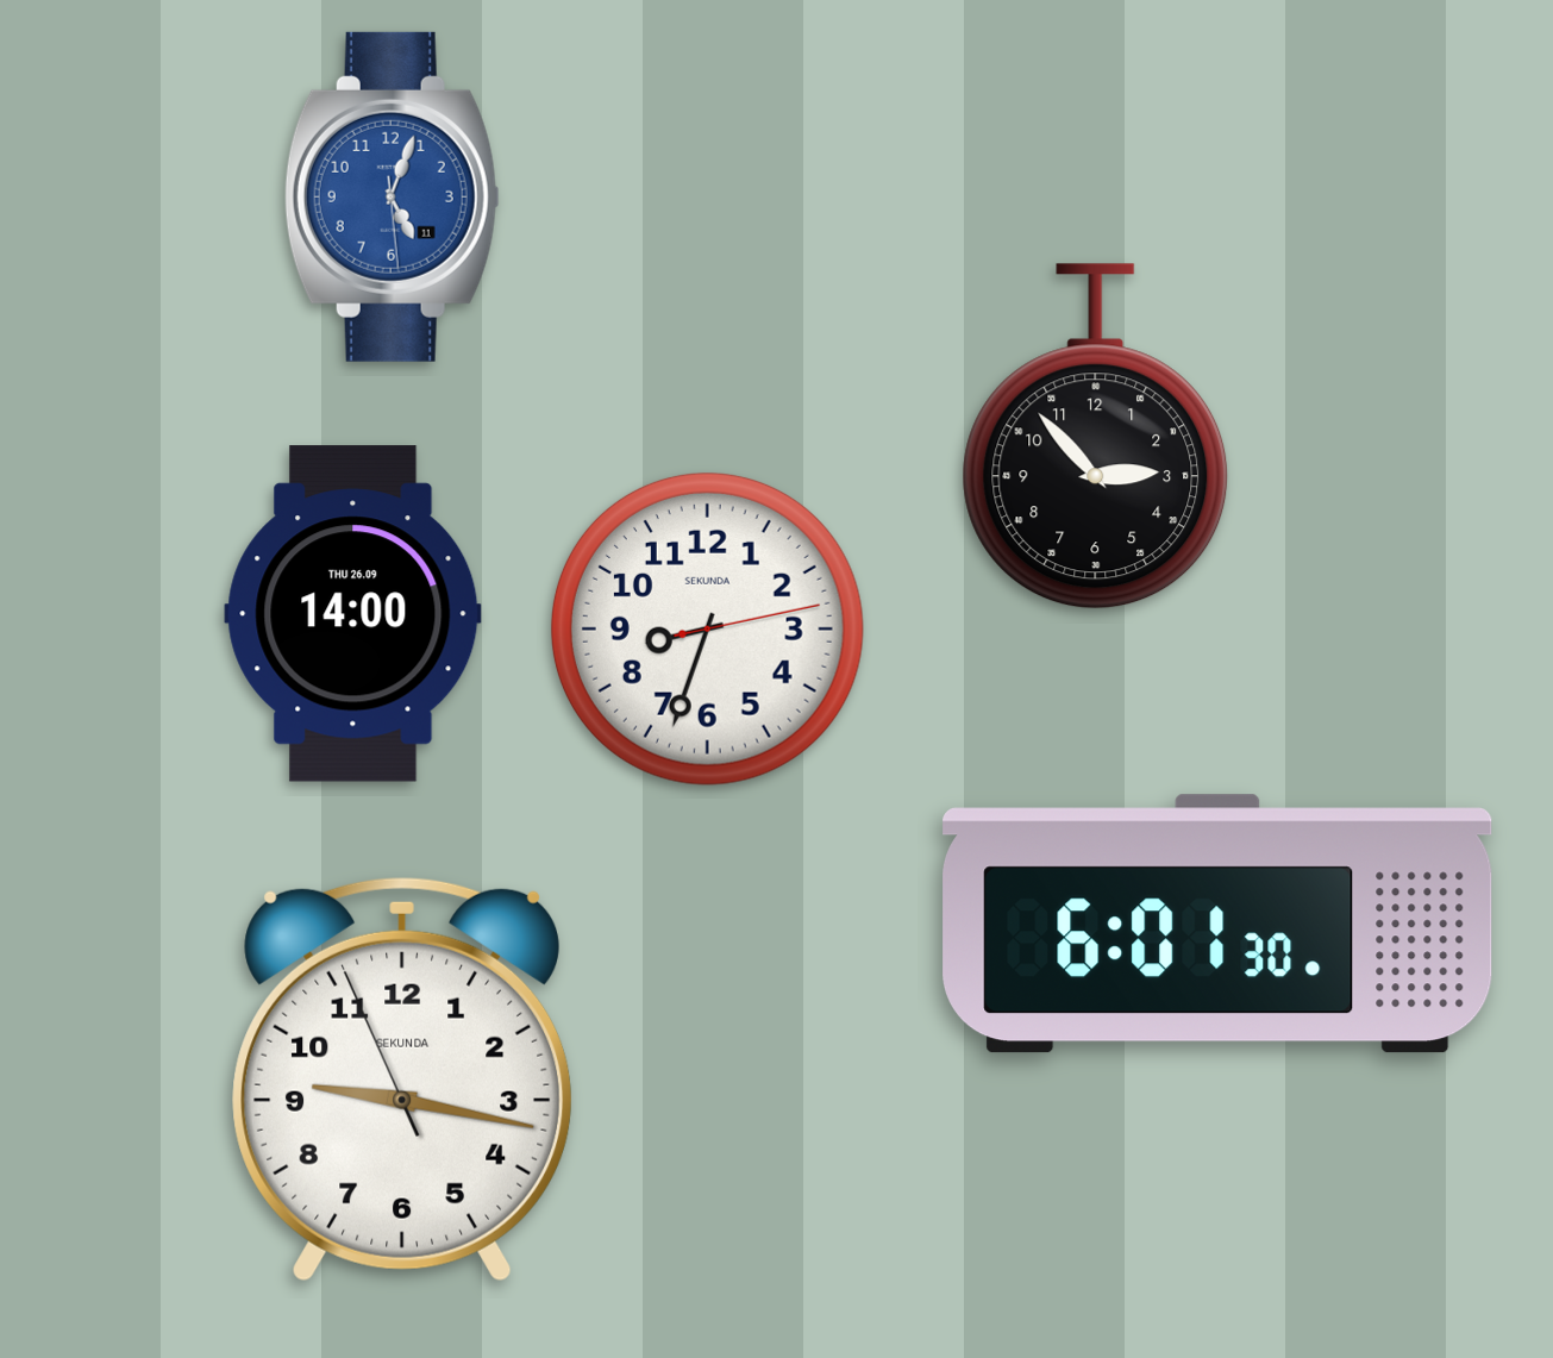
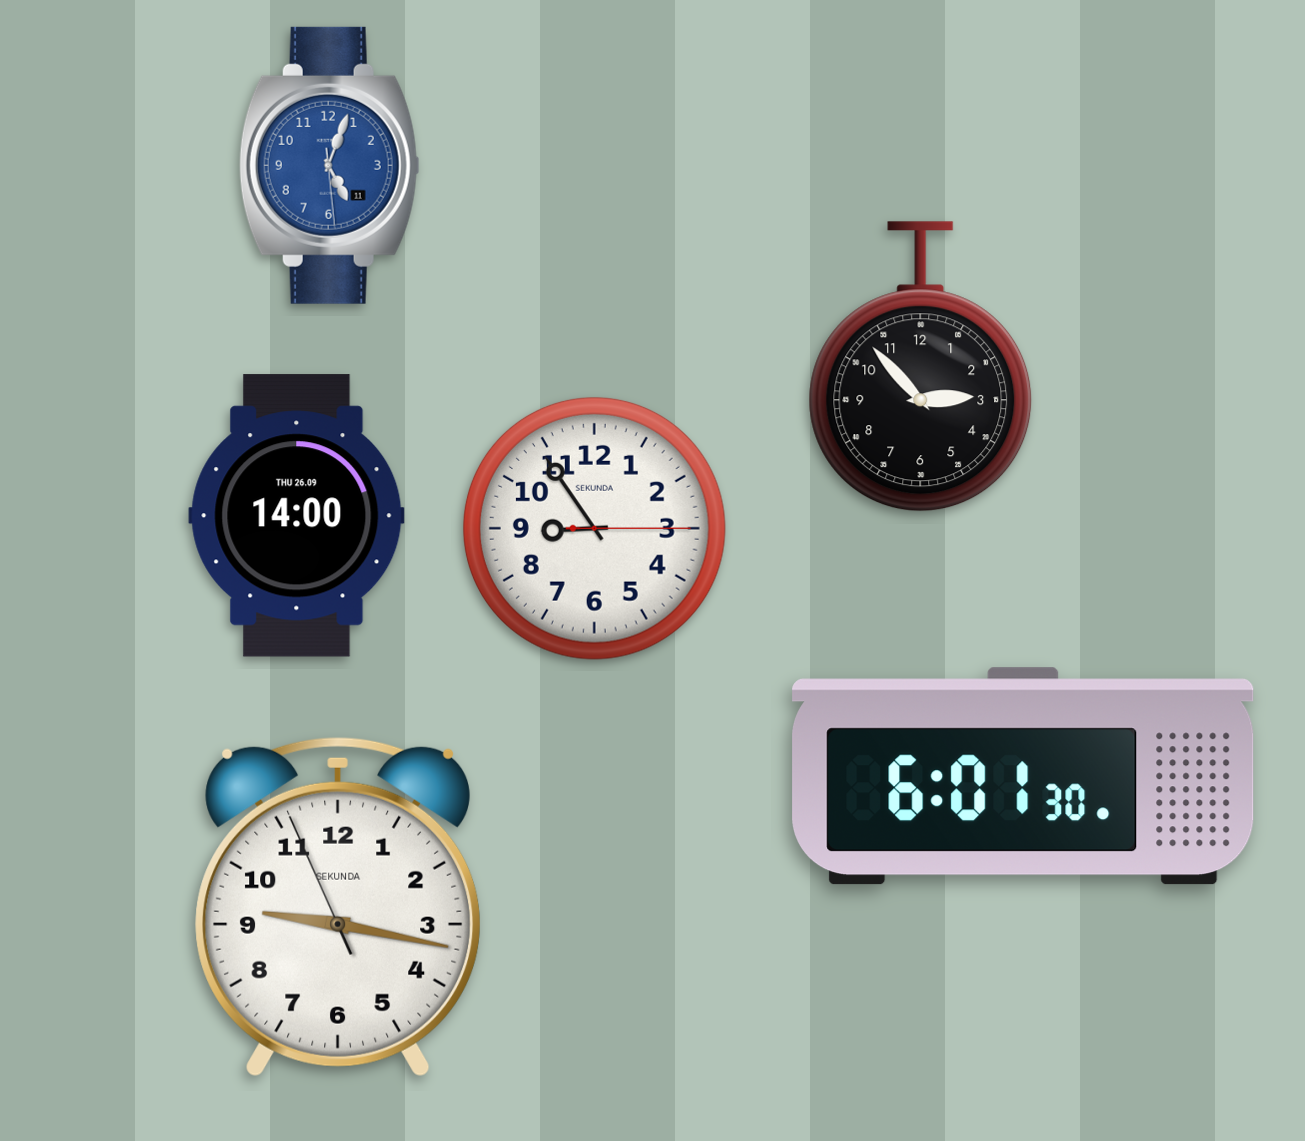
clock at (707, 628): 8:33 -> 8:54
